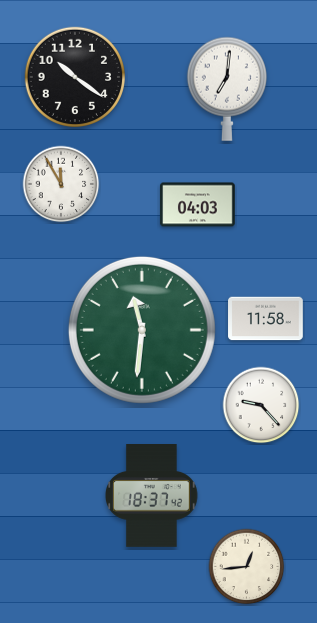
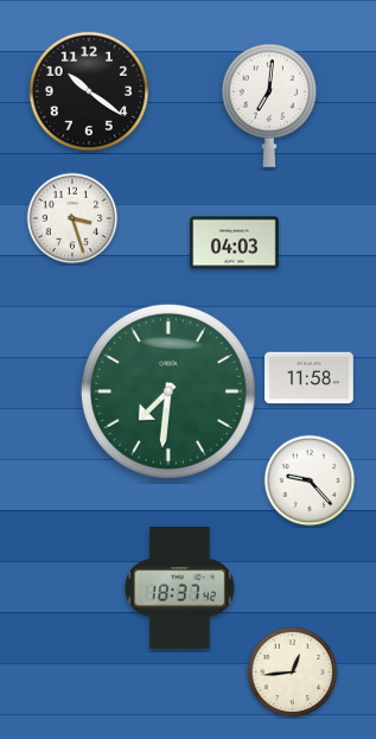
clock at (61, 184): 11:55 -> 3:27
clock at (266, 319) position: (266, 319) -> (310, 378)
clock at (142, 330): 11:31 -> 7:31
